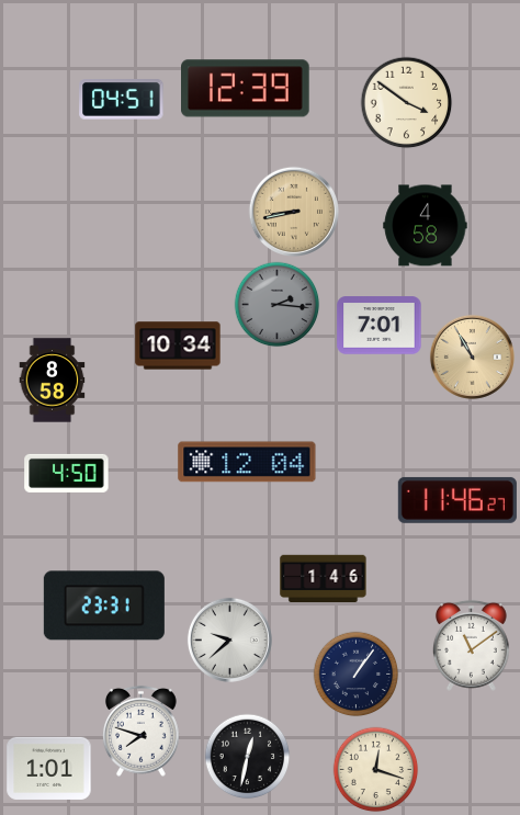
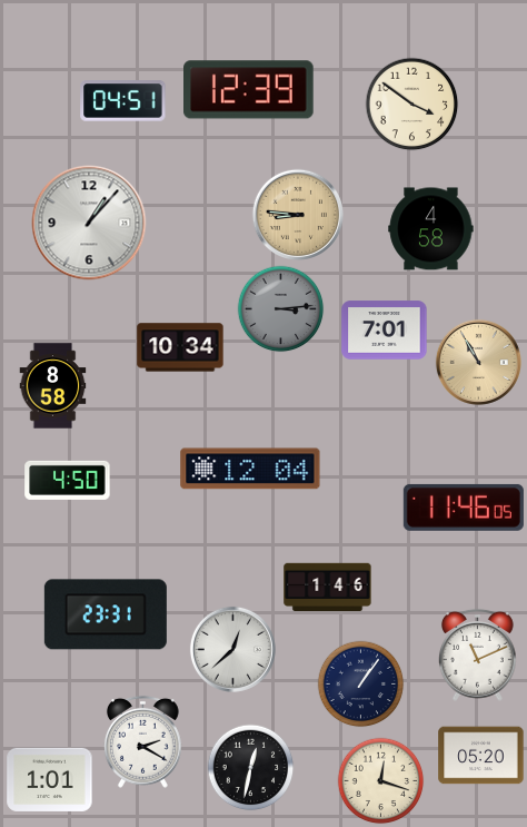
clock at (293, 211): 8:43 -> 8:46
clock at (89, 223): none -> 1:07
clock at (276, 304): 2:16 -> 3:14
clock at (178, 346) position: (178, 346) -> (180, 347)
clock at (457, 500): 11:46:27 -> 11:46:05
clock at (229, 639): 9:38 -> 12:38
clock at (471, 645): 11:09 -> 11:11
clock at (140, 731): 7:48 -> 2:20
clock at (481, 756): none -> 05:20
